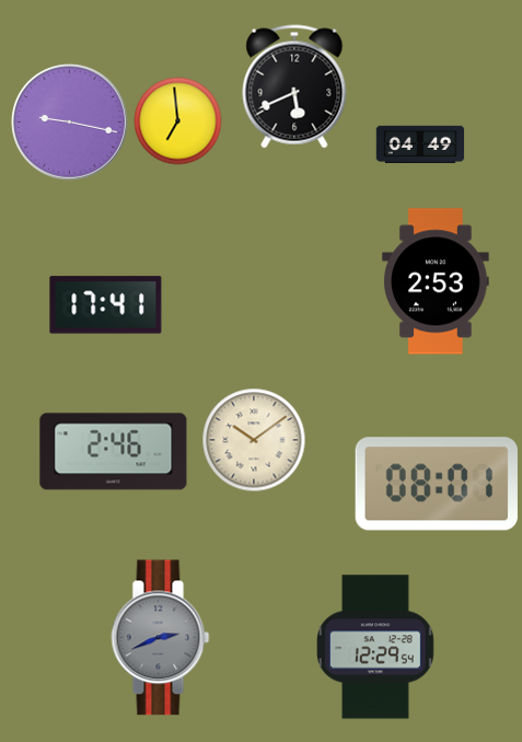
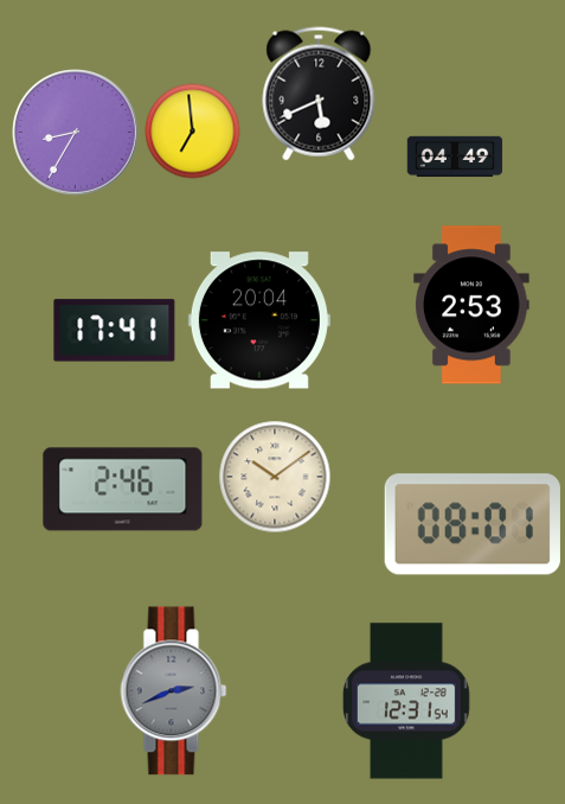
clock at (70, 123): 9:17 -> 8:35
clock at (259, 320): none -> 20:04
clock at (375, 647): 12:29 -> 12:31
